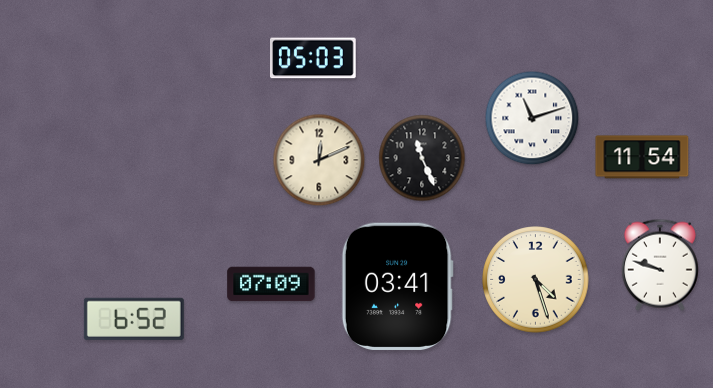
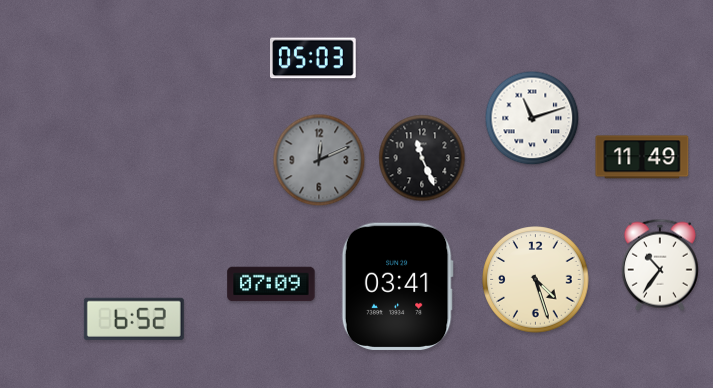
clock at (642, 157): 11:54 -> 11:49
clock at (319, 160) dial: cream -> grey
clock at (660, 265): 9:48 -> 10:36
